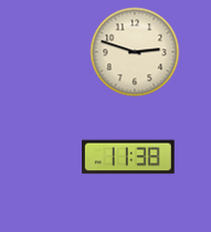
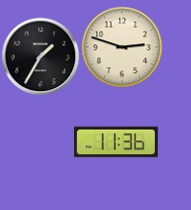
clock at (40, 56): none -> 1:35
clock at (129, 157): 11:38 -> 11:36
